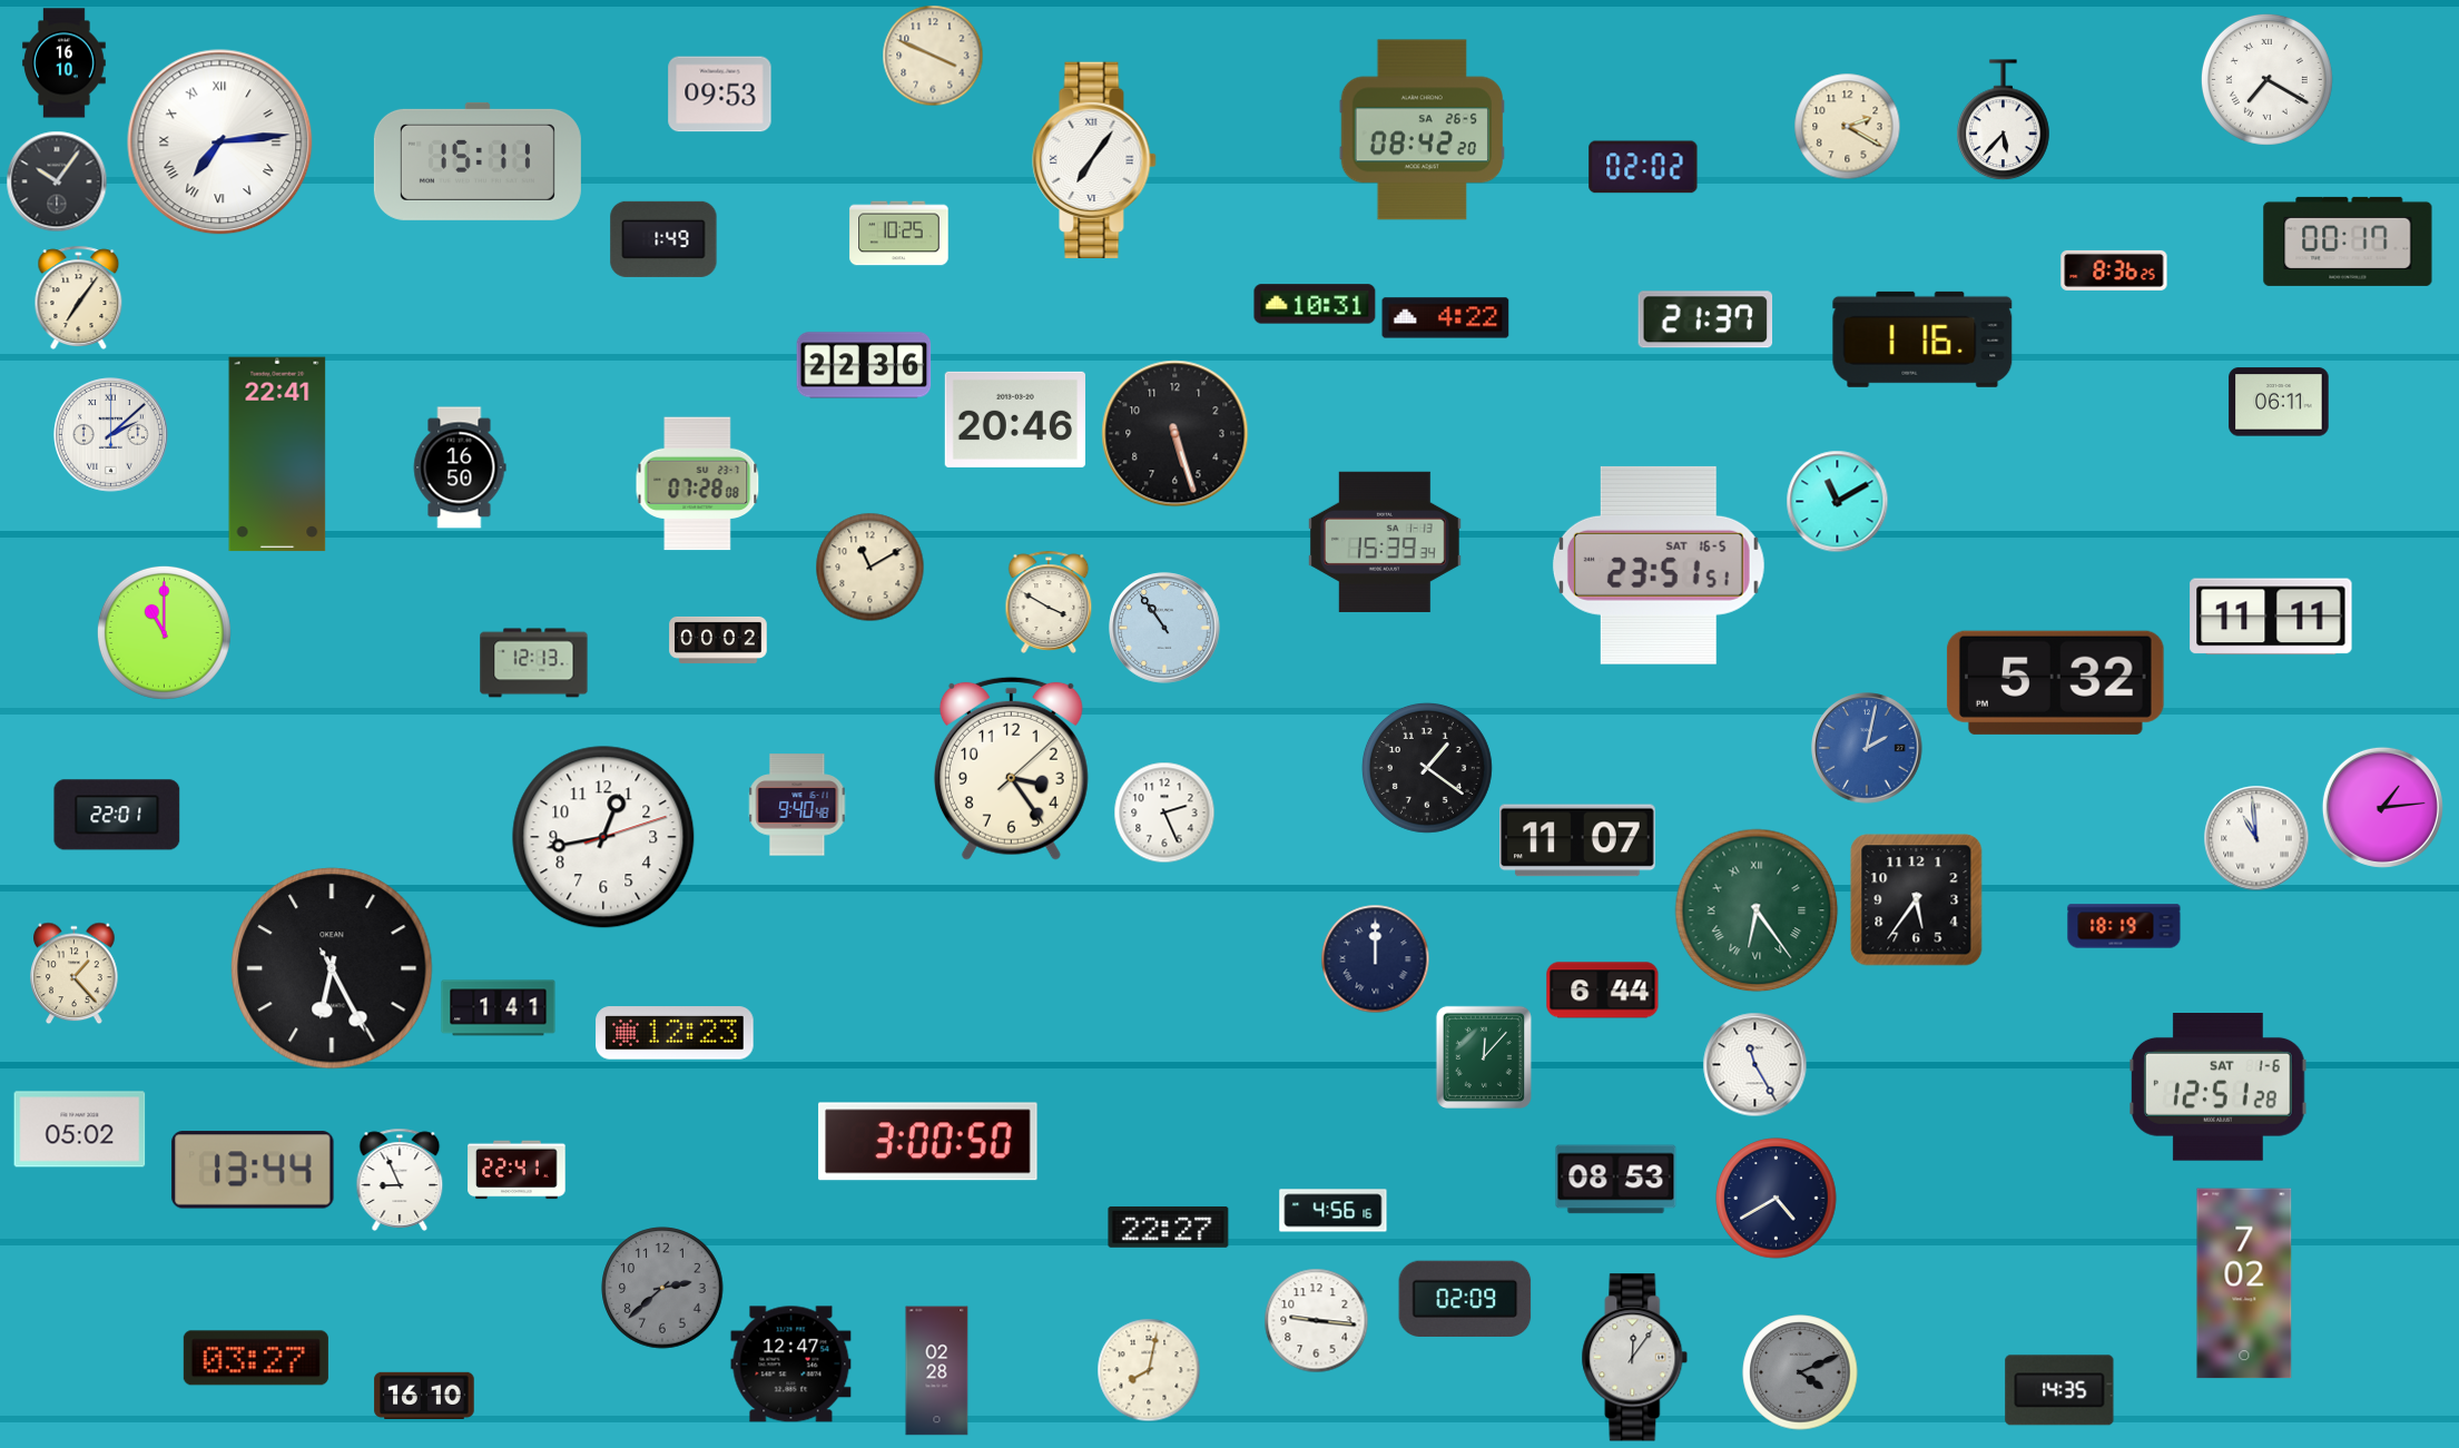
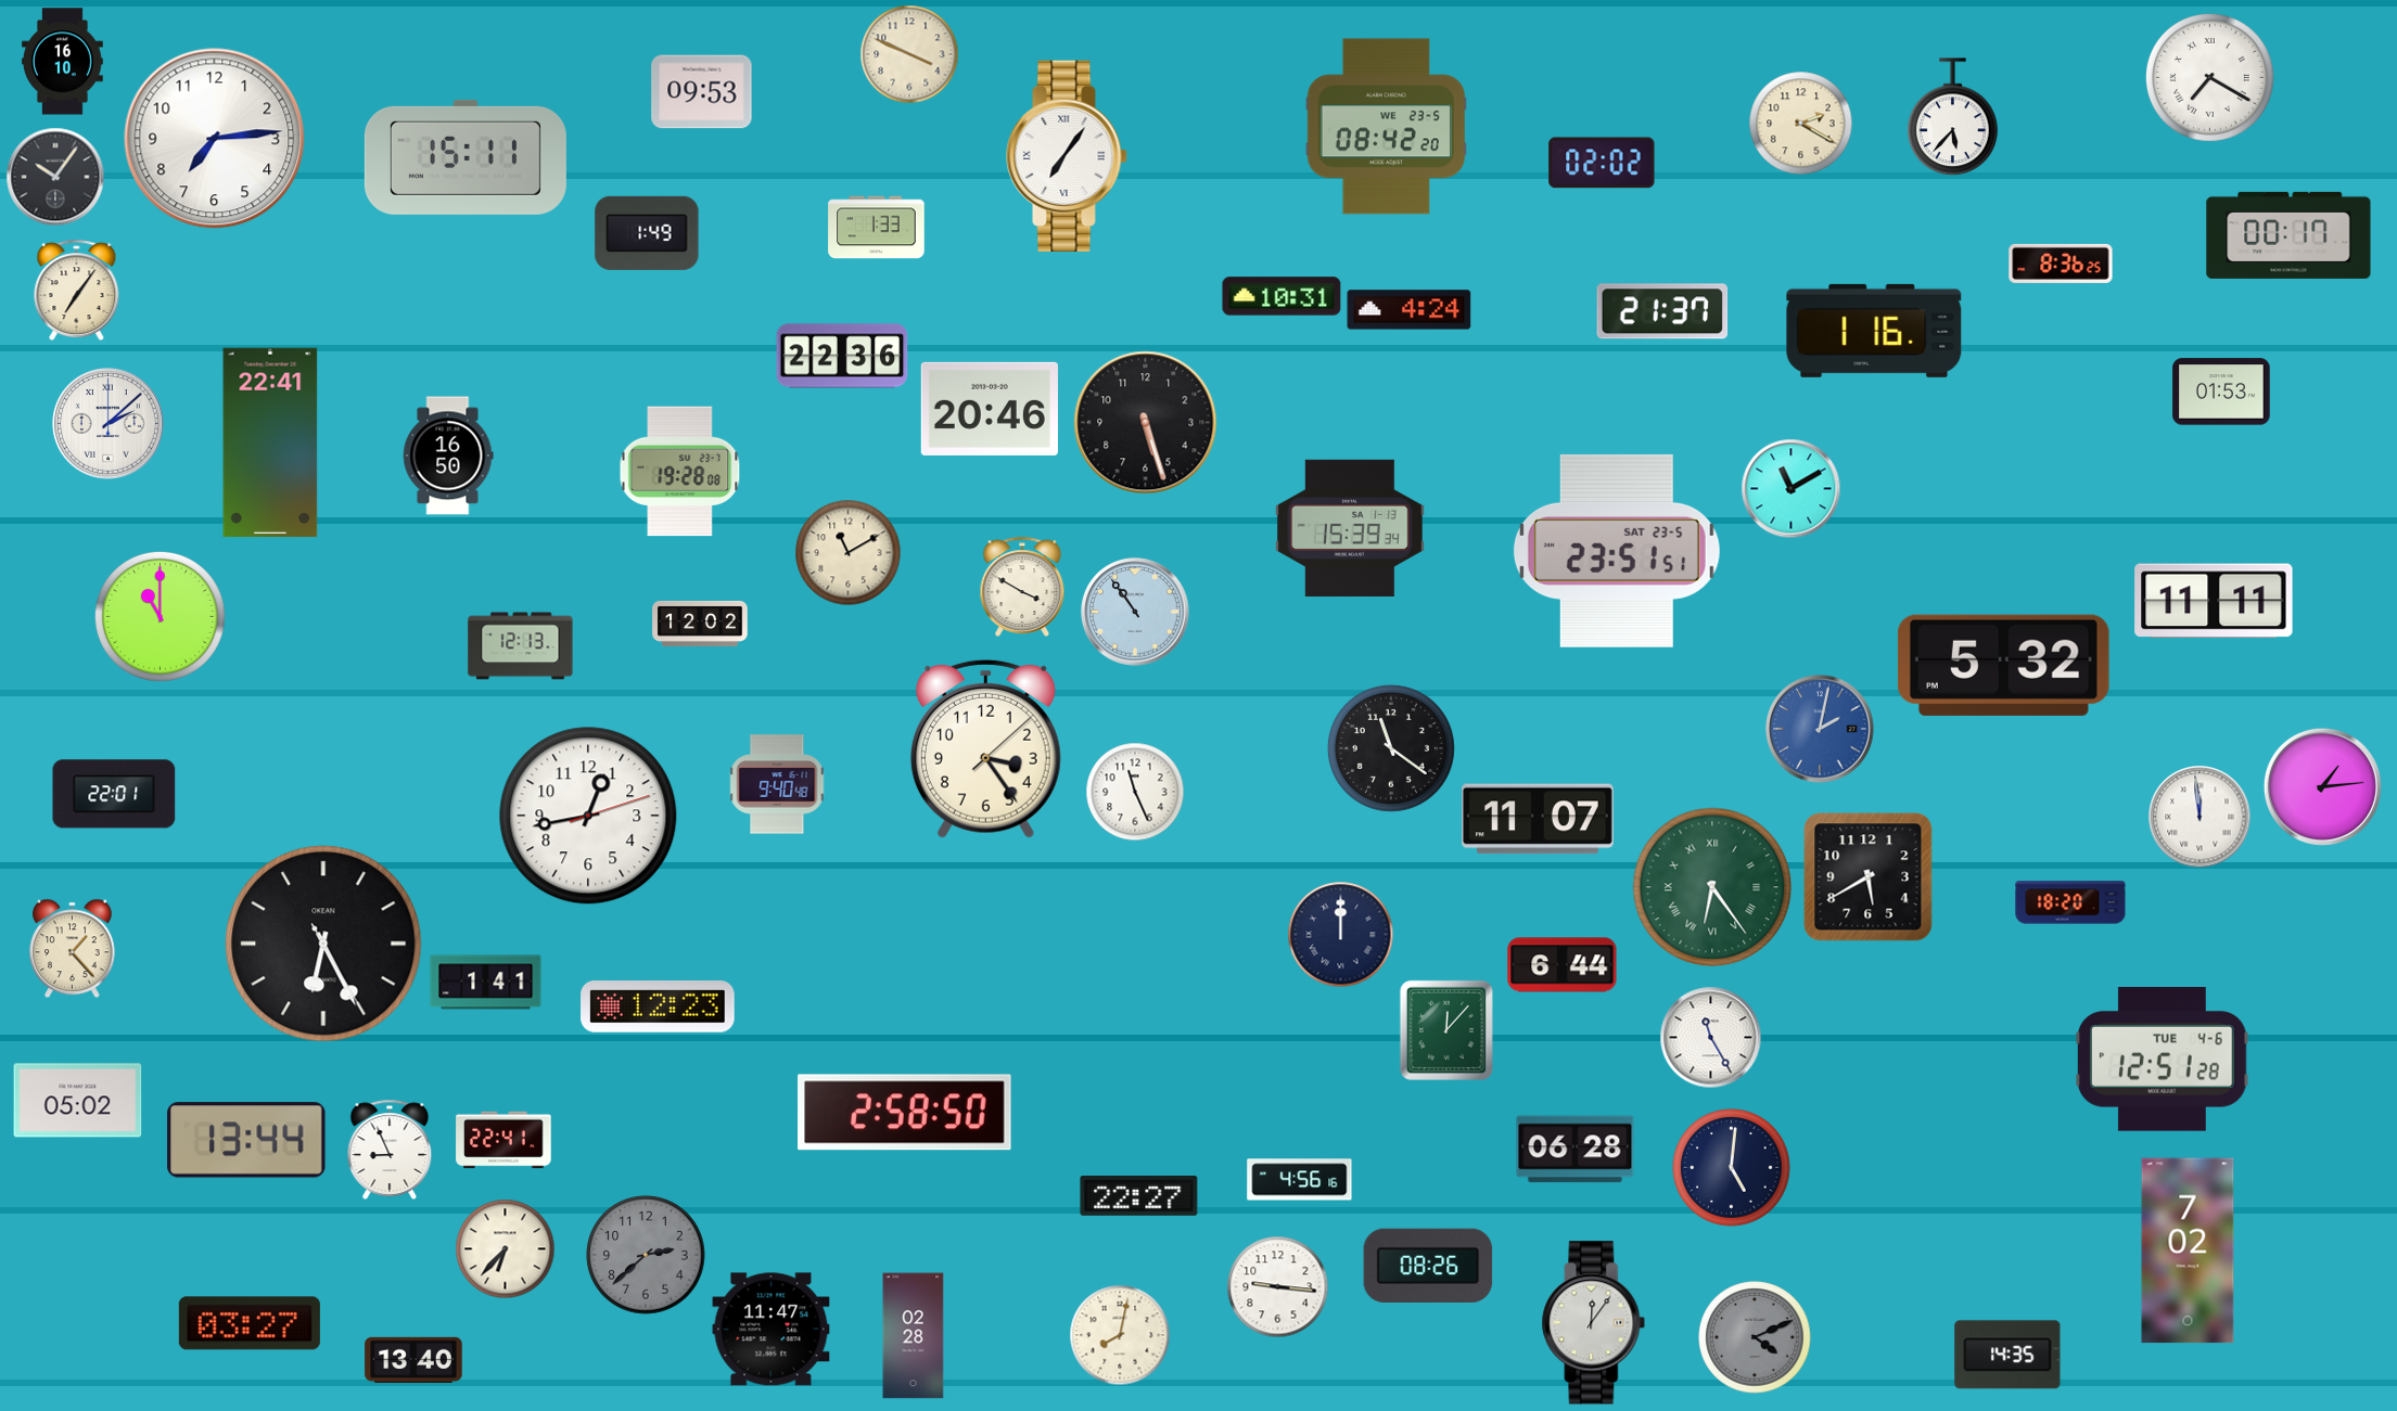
clock at (1422, 130) date: SA 26-5 -> WE 23-5
clock at (220, 142) numerals: Roman -> Arabic
clock at (899, 234): 10:25 -> 1:33
clock at (1446, 318): 4:22 -> 4:24
clock at (2279, 402): 06:11 -> 01:53
clock at (698, 484): 07:28 -> 19:28
clock at (1659, 565) date: SAT 16-5 -> SAT 23-5
clock at (718, 640): 00:02 -> 12:02
clock at (1427, 768): 1:21 -> 11:21
clock at (1164, 812): 2:26 -> 11:26
clock at (2256, 838): 10:59 -> 11:59
clock at (1917, 900): 5:36 -> 5:40
clock at (2124, 926): 18:19 -> 18:20
clock at (2219, 1087) date: SAT 1-6 -> TUE 4-6
clock at (928, 1142): 3:00 -> 2:58
clock at (1616, 1180): 08:53 -> 06:28
clock at (1777, 1199): 4:40 -> 5:01
clock at (505, 1248): none -> 6:37
clock at (1465, 1298): 02:09 -> 08:26
clock at (1316, 1320) position: (1316, 1320) -> (1277, 1286)
clock at (791, 1365): 12:47 -> 11:47
clock at (424, 1396): 16:10 -> 13:40
